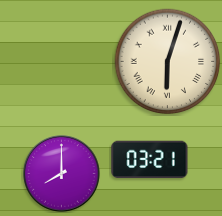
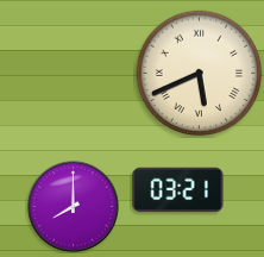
clock at (168, 62): 6:03 -> 5:41
